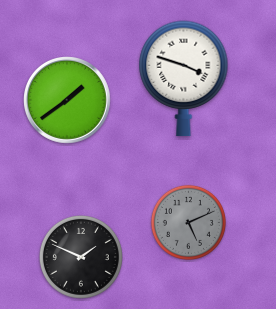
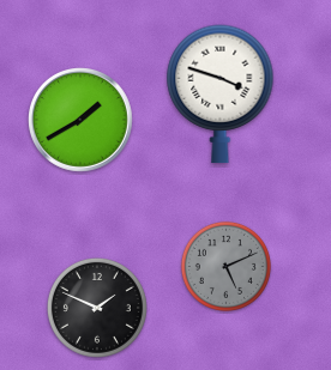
clock at (68, 101): 1:39 -> 1:40
